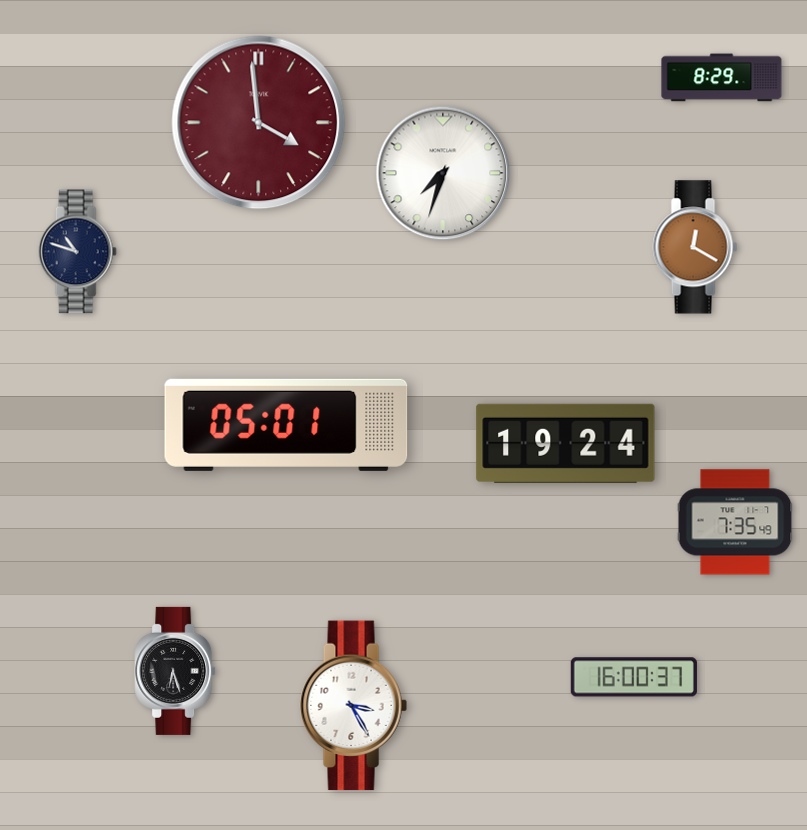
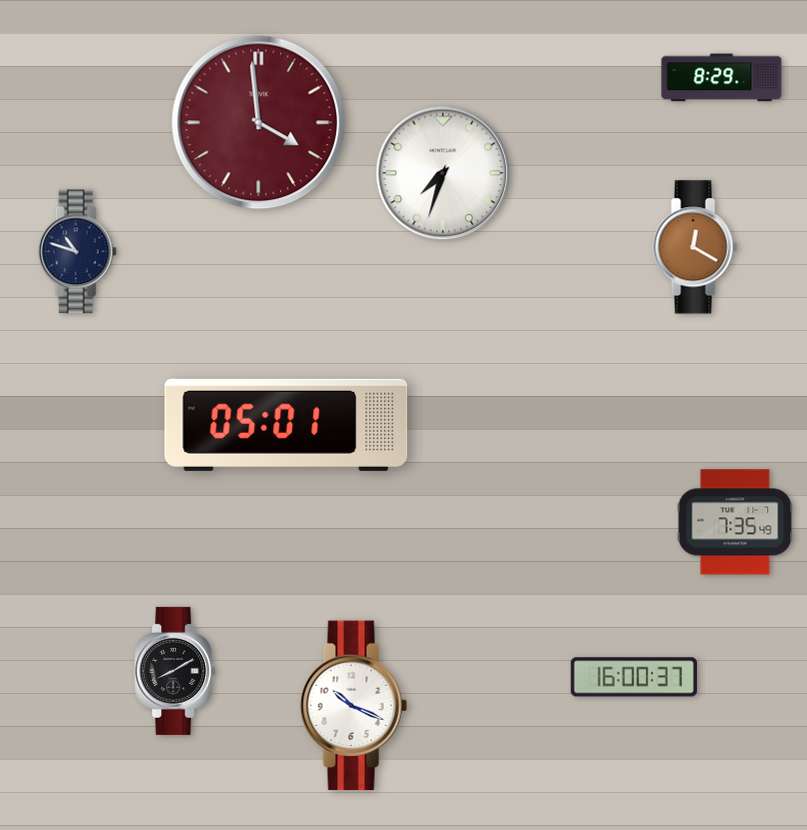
clock at (566, 443): 19:24 -> none
clock at (175, 671): 6:27 -> 8:10
clock at (353, 706): 3:25 -> 10:19
